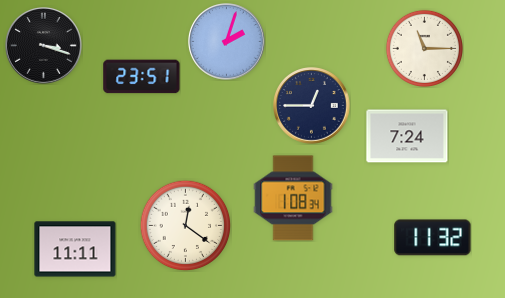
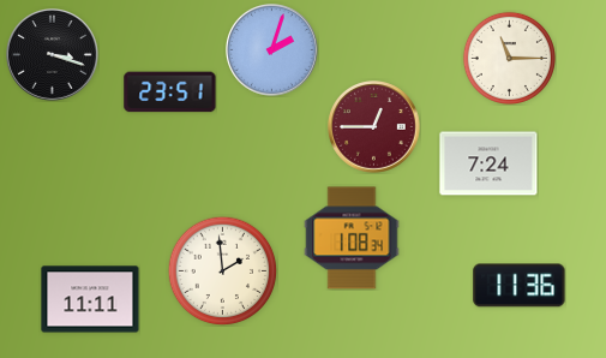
clock at (312, 106) dial: navy -> burgundy
clock at (185, 225): 12:21 -> 1:59
clock at (433, 238): 11:32 -> 11:36
